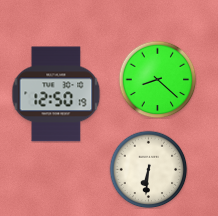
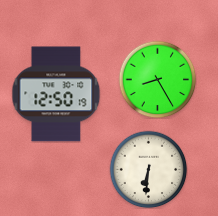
clock at (157, 79): 8:22 -> 8:25
